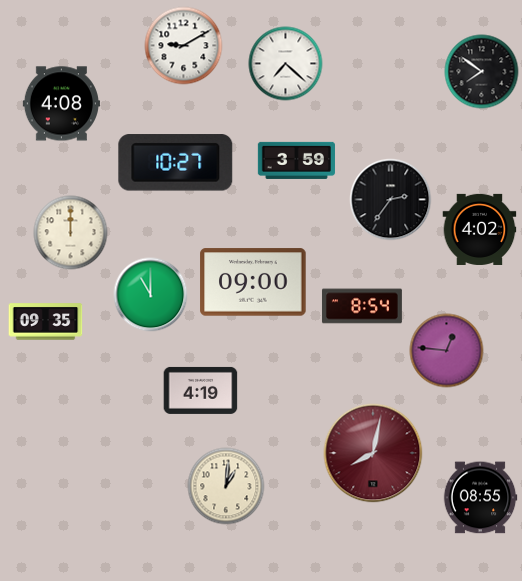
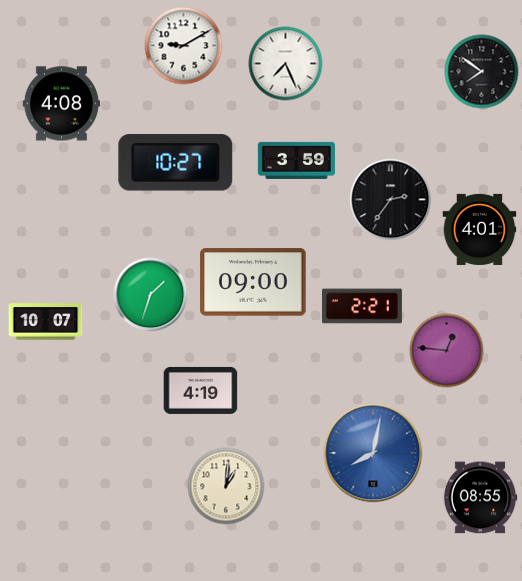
clock at (286, 64): 7:22 -> 7:26
clock at (480, 229): 4:02 -> 4:01
clock at (71, 233): 12:00 -> none
clock at (151, 295): 11:00 -> 1:33
clock at (362, 306): 8:54 -> 2:21
clock at (46, 322): 09:35 -> 10:07
clock at (373, 453) dial: burgundy -> blue
